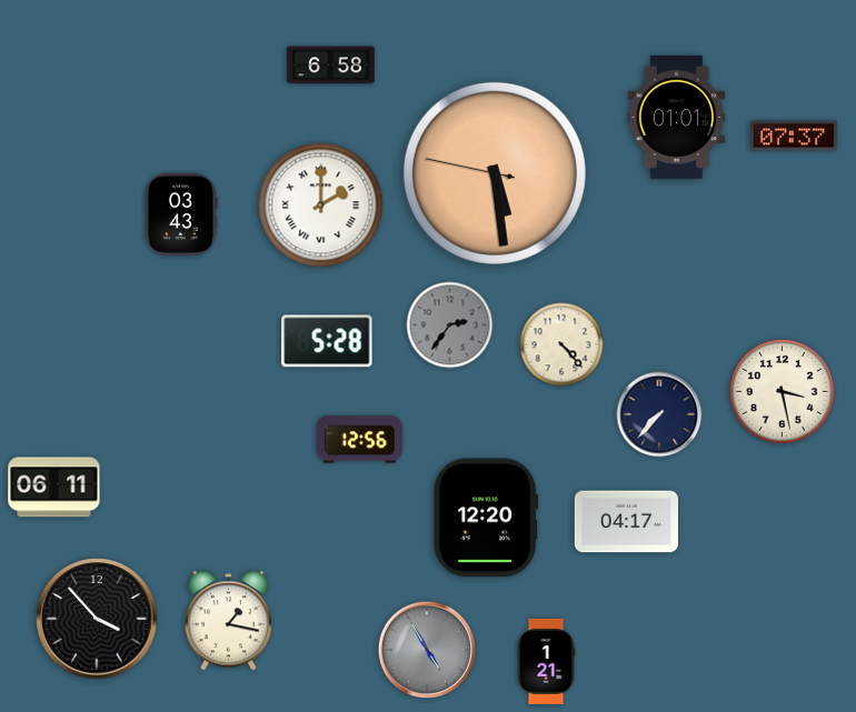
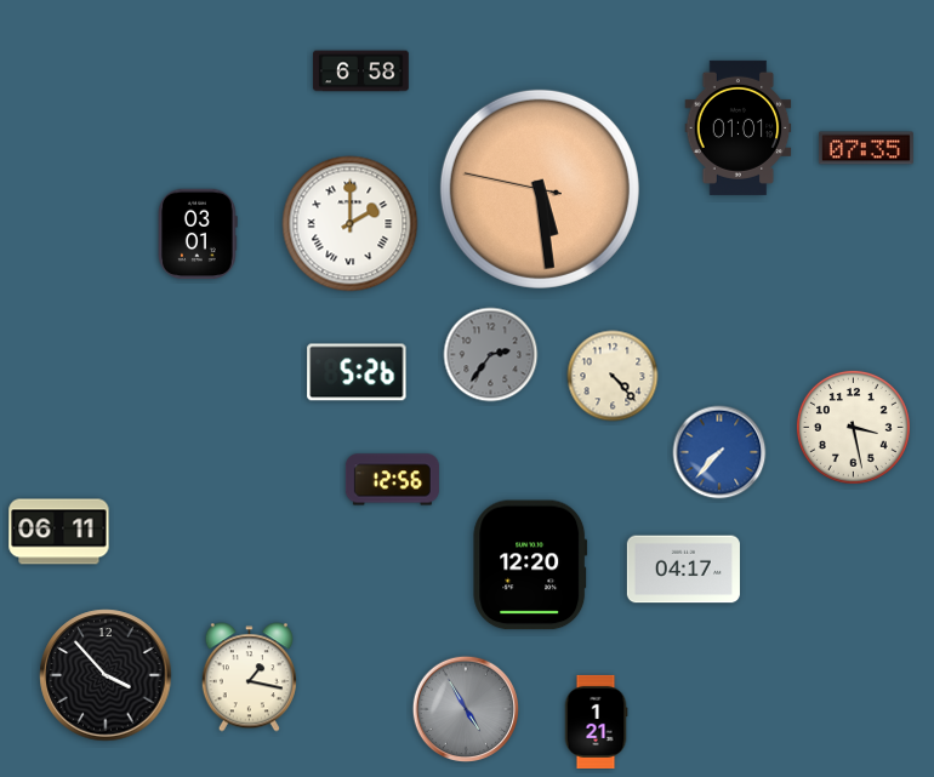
clock at (794, 136): 07:37 -> 07:35
clock at (181, 214): 03:43 -> 03:01
clock at (327, 341): 5:28 -> 5:26
clock at (659, 414) dial: navy -> blue
